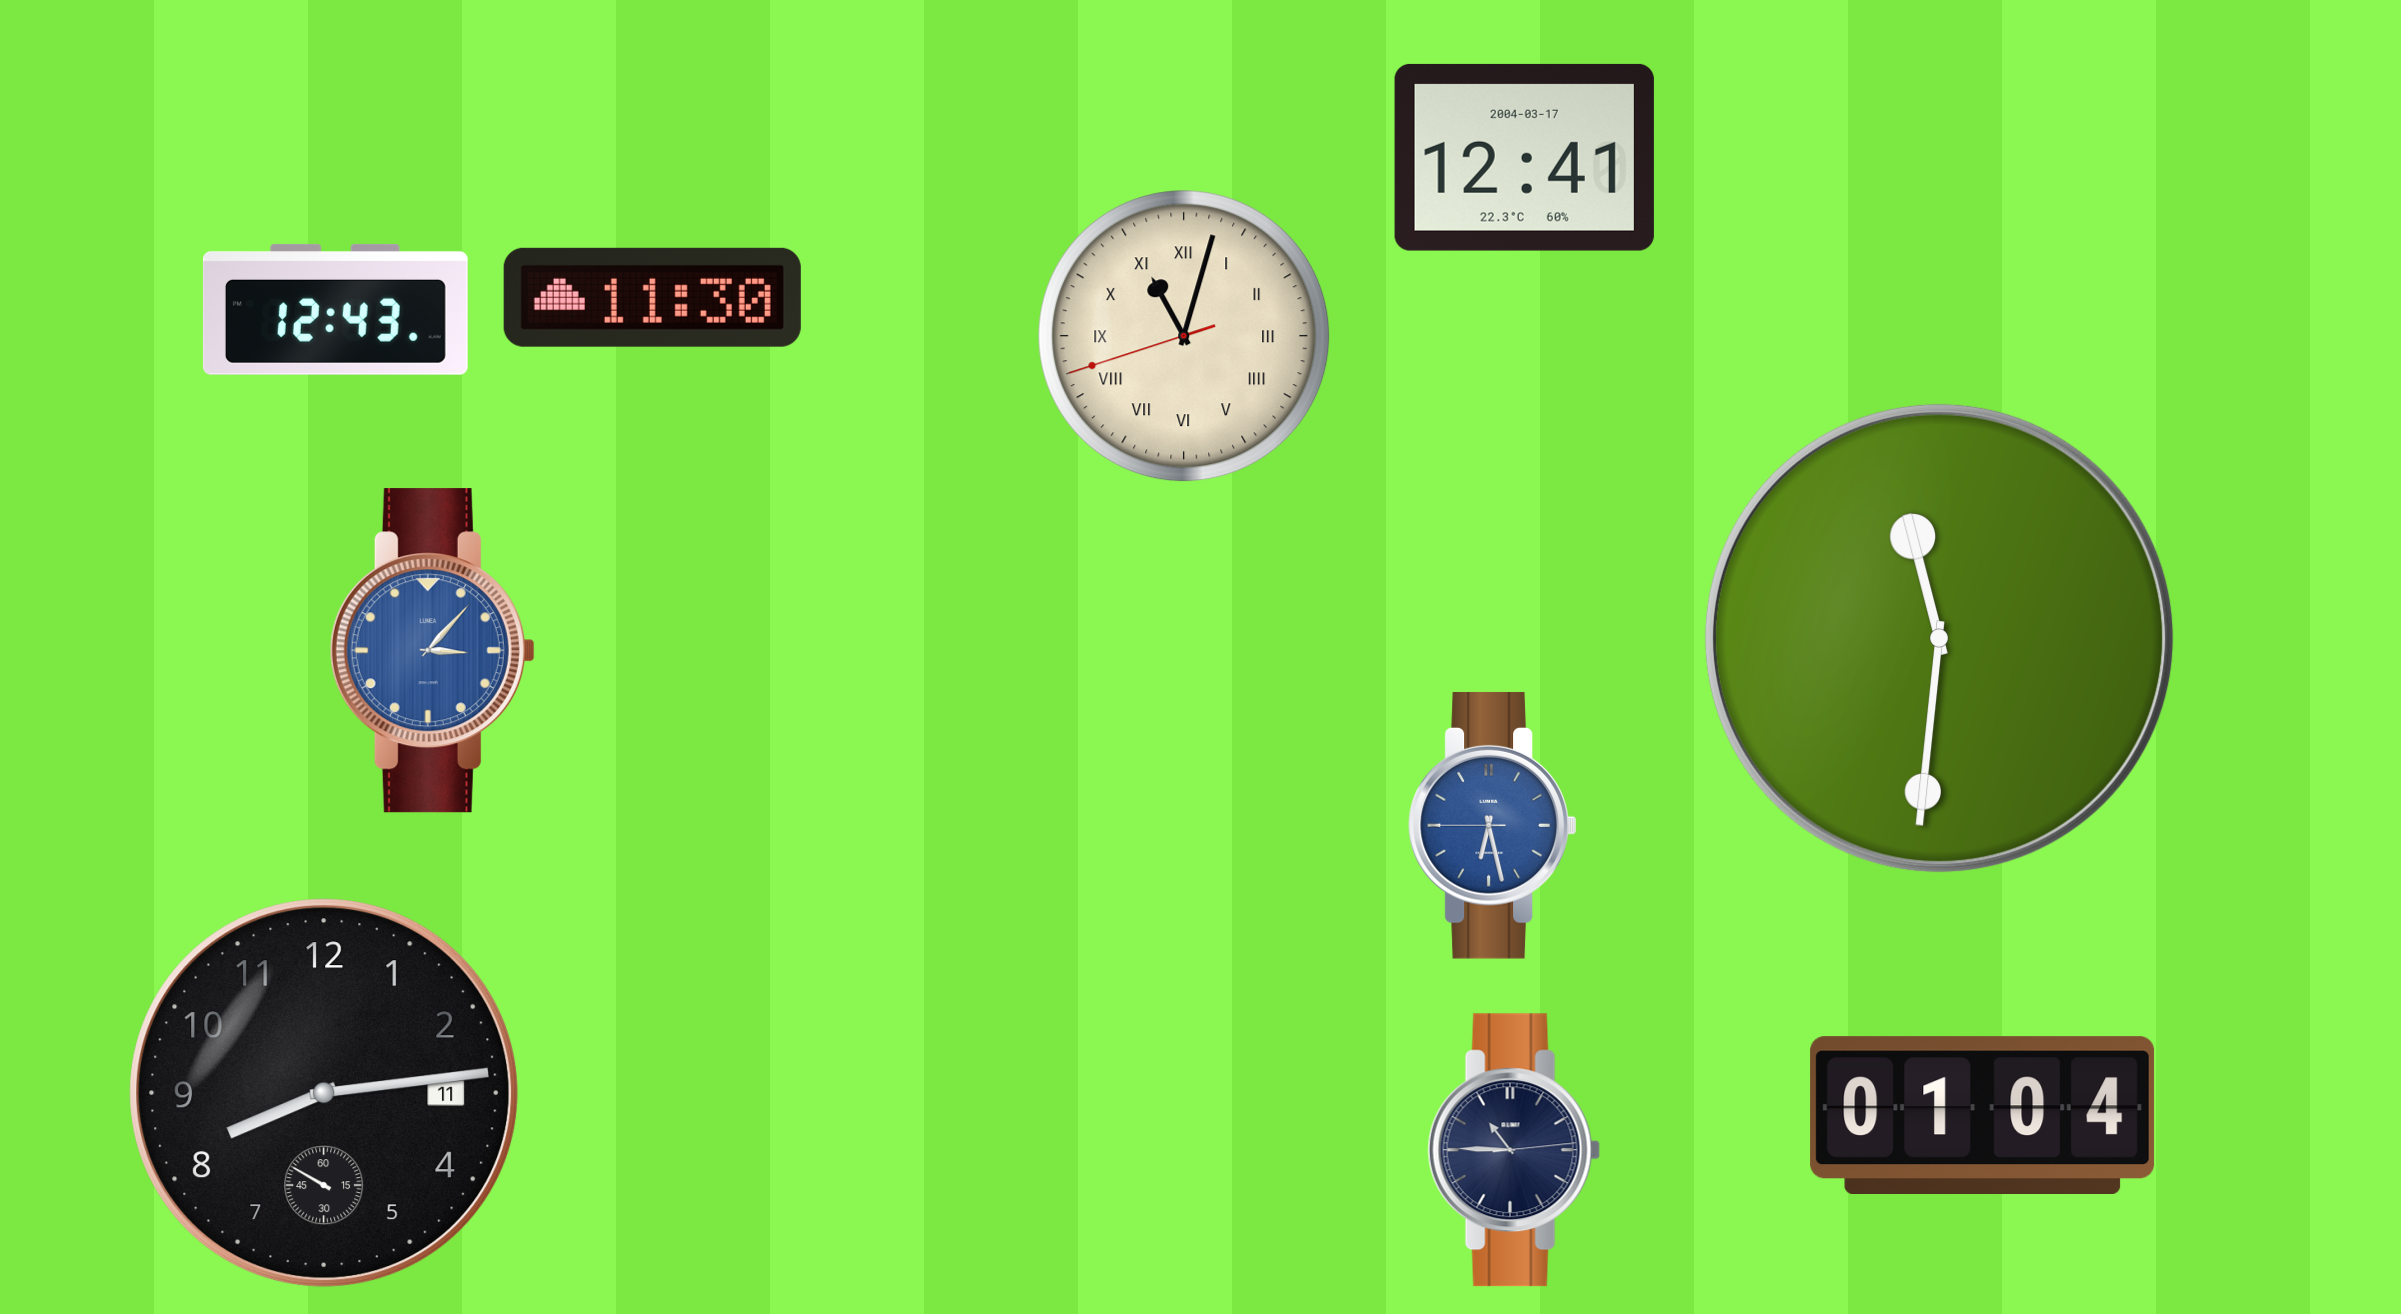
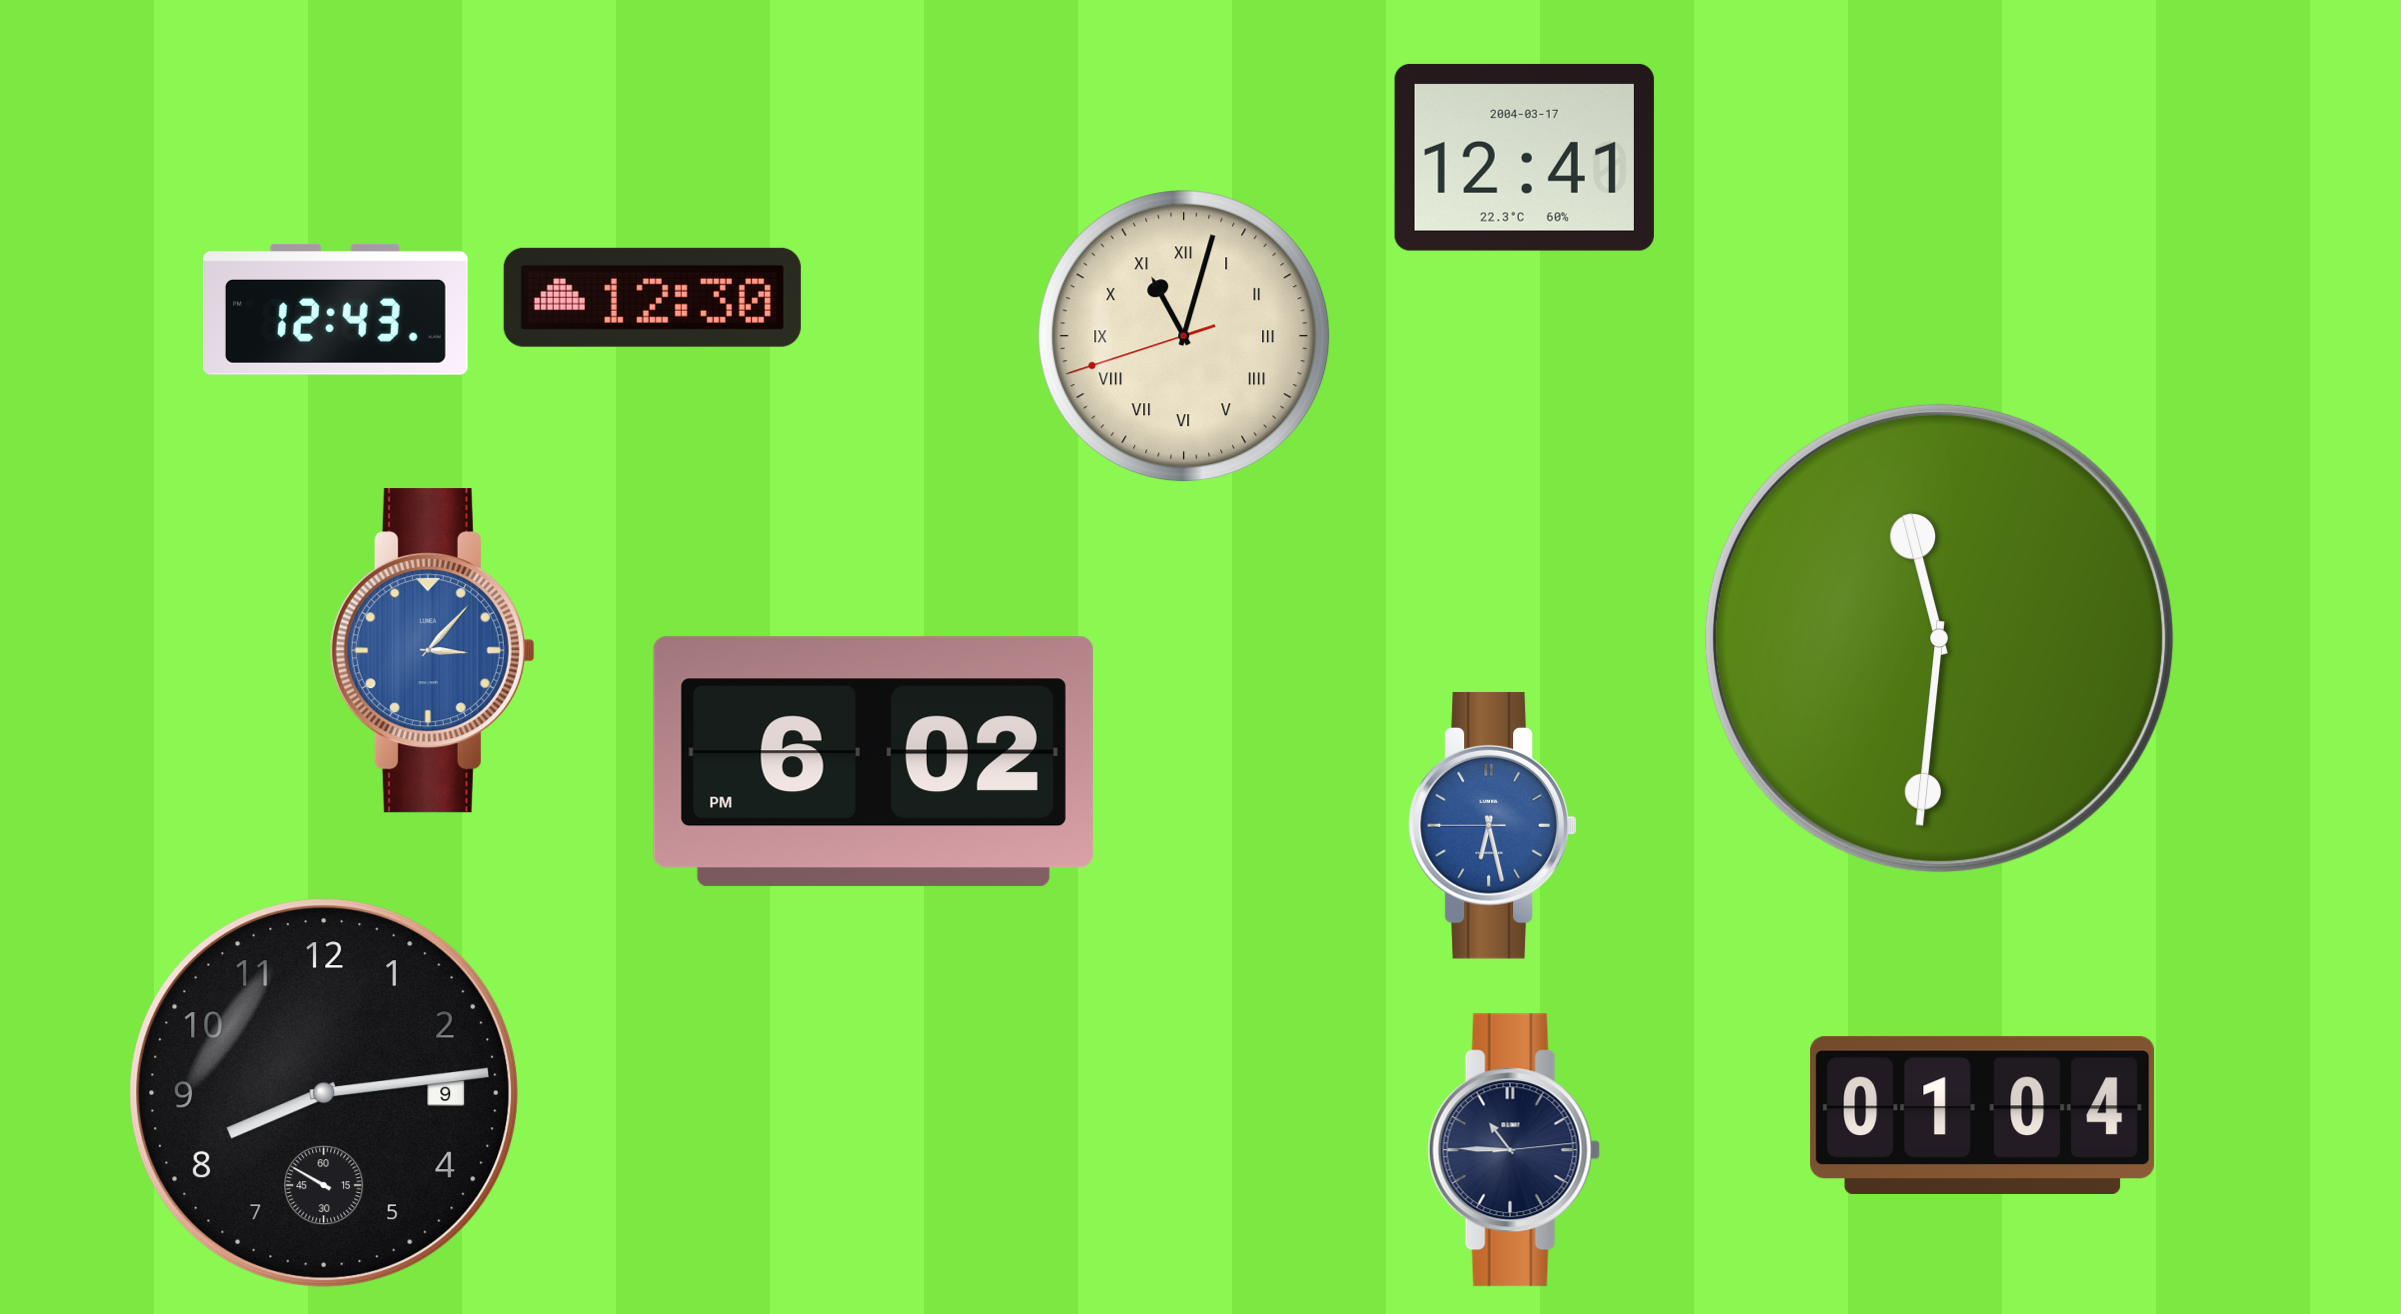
clock at (652, 297): 11:30 -> 12:30
clock at (873, 762): none -> 6:02
clock at (324, 1093) date: 11 -> 9
